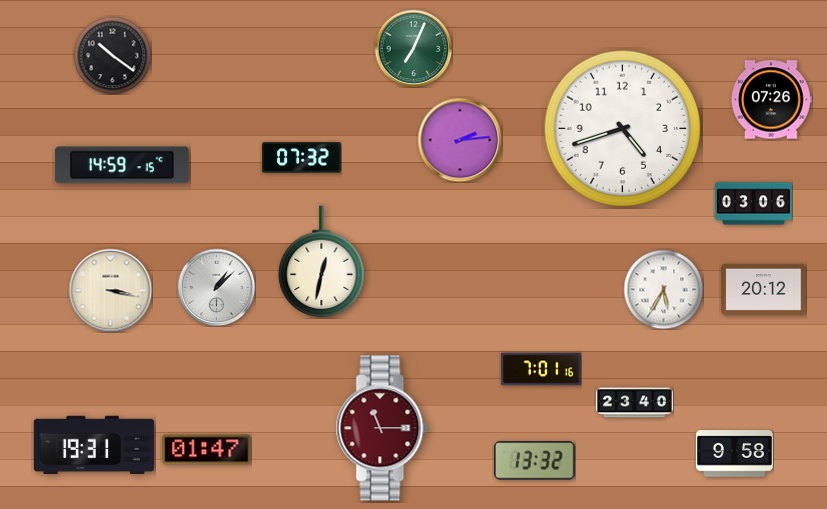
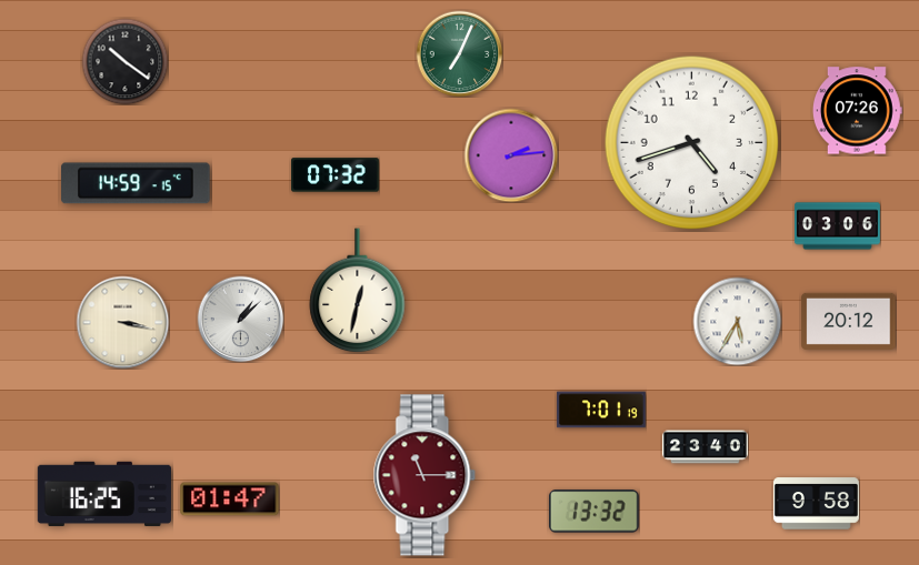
clock at (541, 369): 7:01:16 -> 7:01:19
clock at (94, 445): 19:31 -> 16:25
